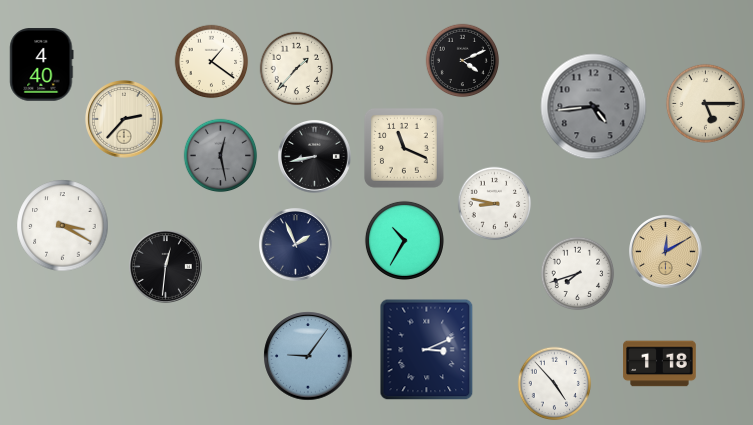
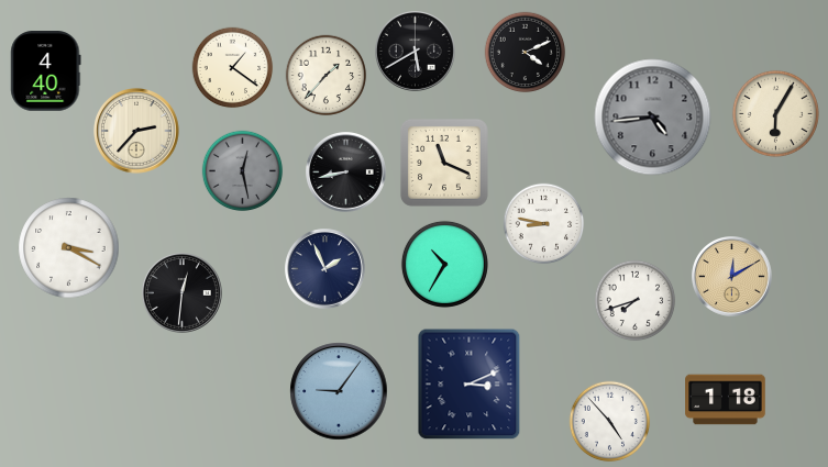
clock at (416, 52): none -> 5:40
clock at (463, 61) position: (463, 61) -> (526, 53)
clock at (705, 103): 5:15 -> 6:05
